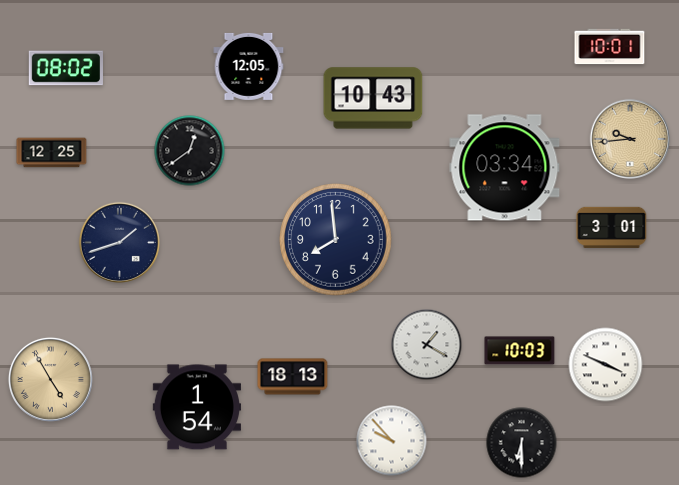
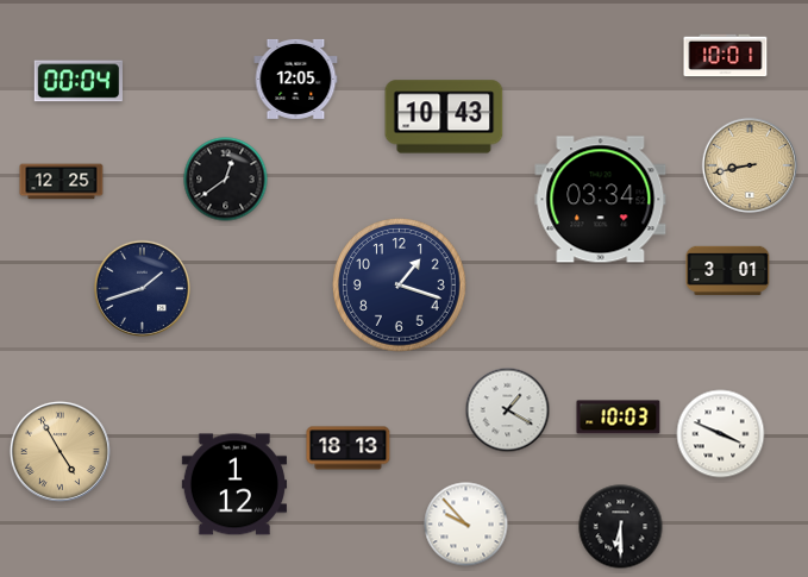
clock at (65, 68): 08:02 -> 00:04
clock at (629, 138): 9:44 -> 8:43
clock at (336, 240): 7:59 -> 1:18
clock at (196, 407): 1:54 -> 1:12
